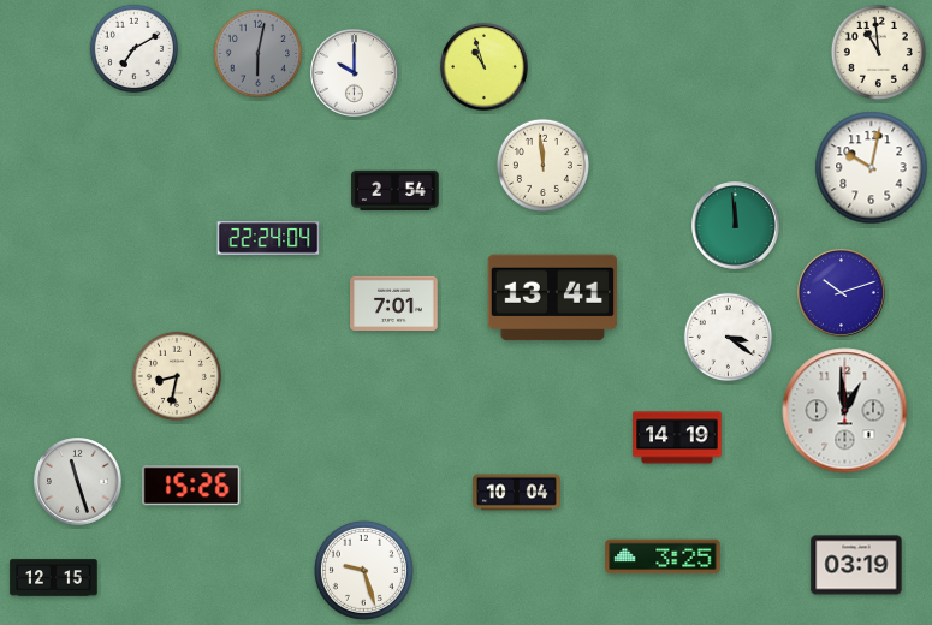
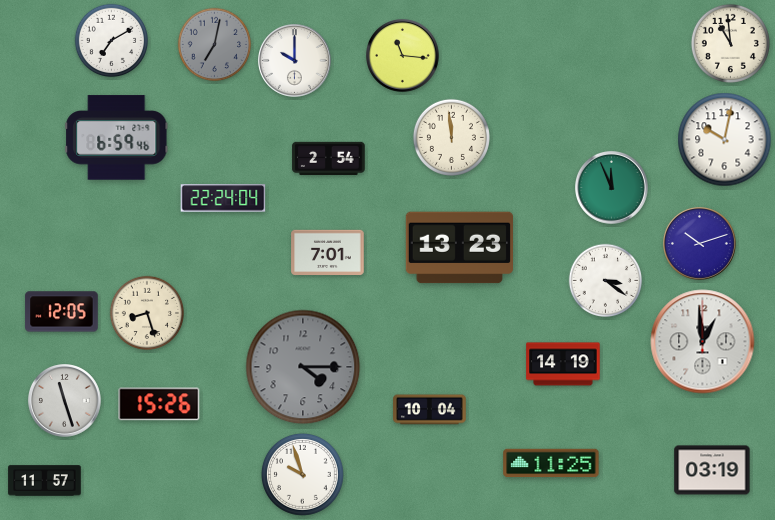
clock at (259, 54): 6:02 -> 7:02
clock at (485, 67): 10:57 -> 11:16
clock at (117, 138): none -> 6:59
clock at (736, 226): 11:59 -> 11:56
clock at (552, 298): 13:41 -> 13:23
clock at (62, 312): none -> 12:05
clock at (176, 375): 8:32 -> 8:27
clock at (303, 367): none -> 4:15
clock at (663, 556): 3:25 -> 11:25
clock at (363, 570): 9:27 -> 9:57
clock at (54, 578): 12:15 -> 11:57
